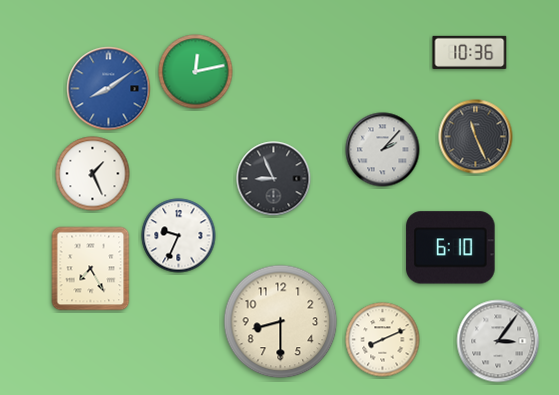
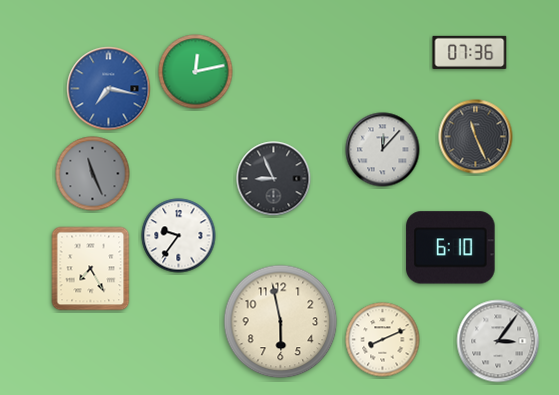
clock at (470, 52): 10:36 -> 07:36
clock at (109, 89): 8:09 -> 7:17
clock at (383, 150): 2:07 -> 12:07
clock at (93, 174): 1:26 -> 11:26
clock at (93, 174) dial: white -> grey
clock at (179, 236): 9:34 -> 9:36
clock at (281, 322): 8:30 -> 5:58
